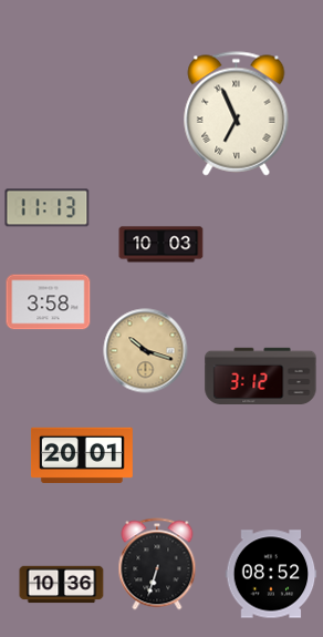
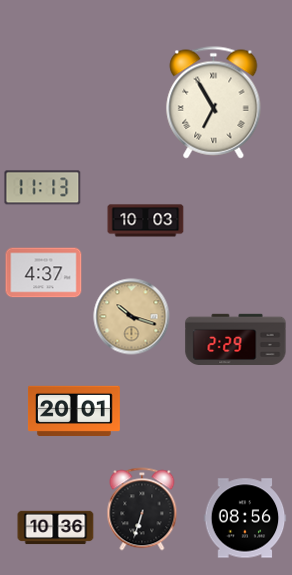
clock at (237, 114): 6:56 -> 6:55
clock at (49, 302): 3:58 -> 4:37
clock at (261, 376): 3:12 -> 2:29
clock at (271, 574): 08:52 -> 08:56
